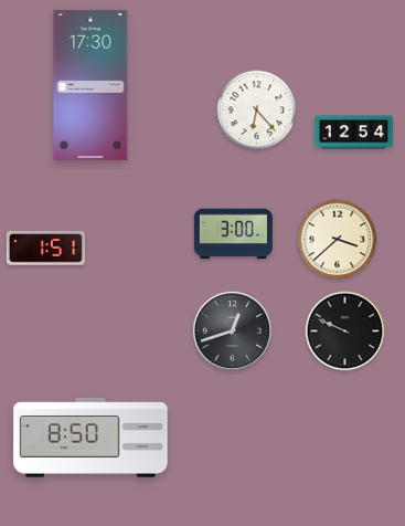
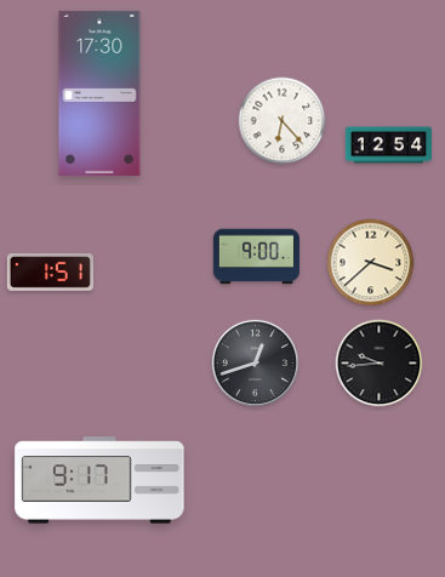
clock at (233, 234): 3:00 -> 9:00
clock at (345, 332): 9:49 -> 9:44
clock at (90, 438): 8:50 -> 9:17
